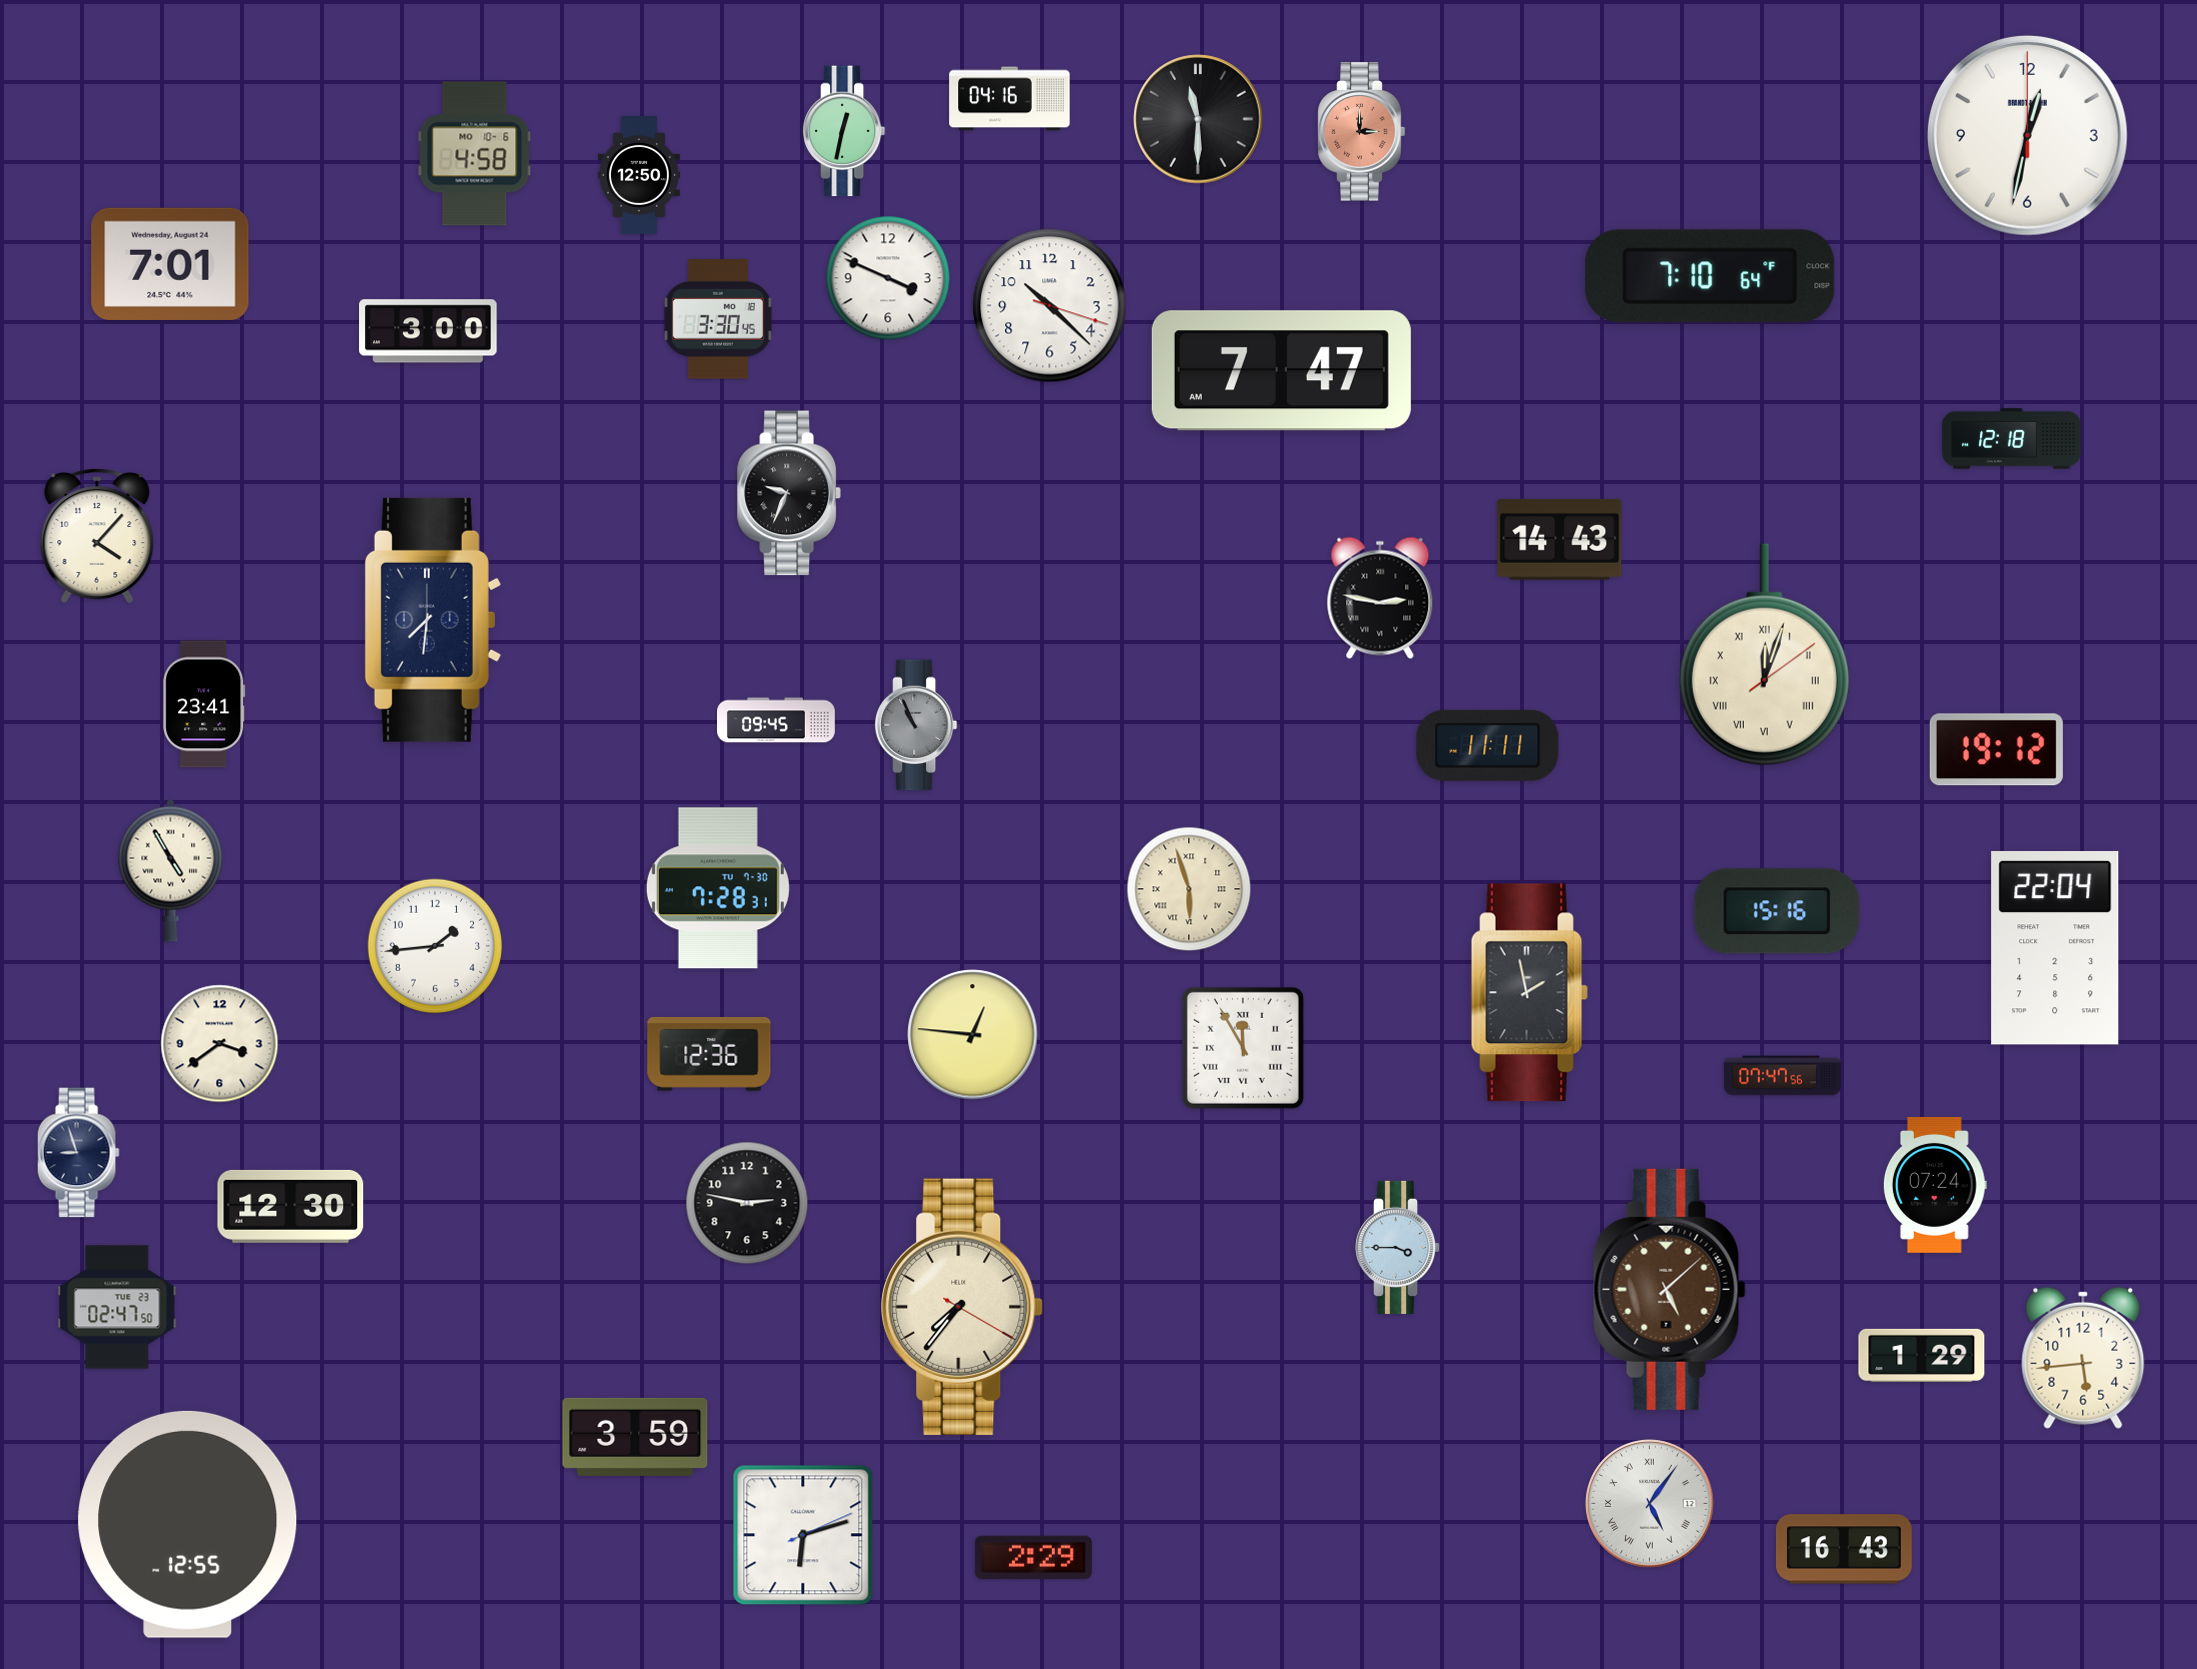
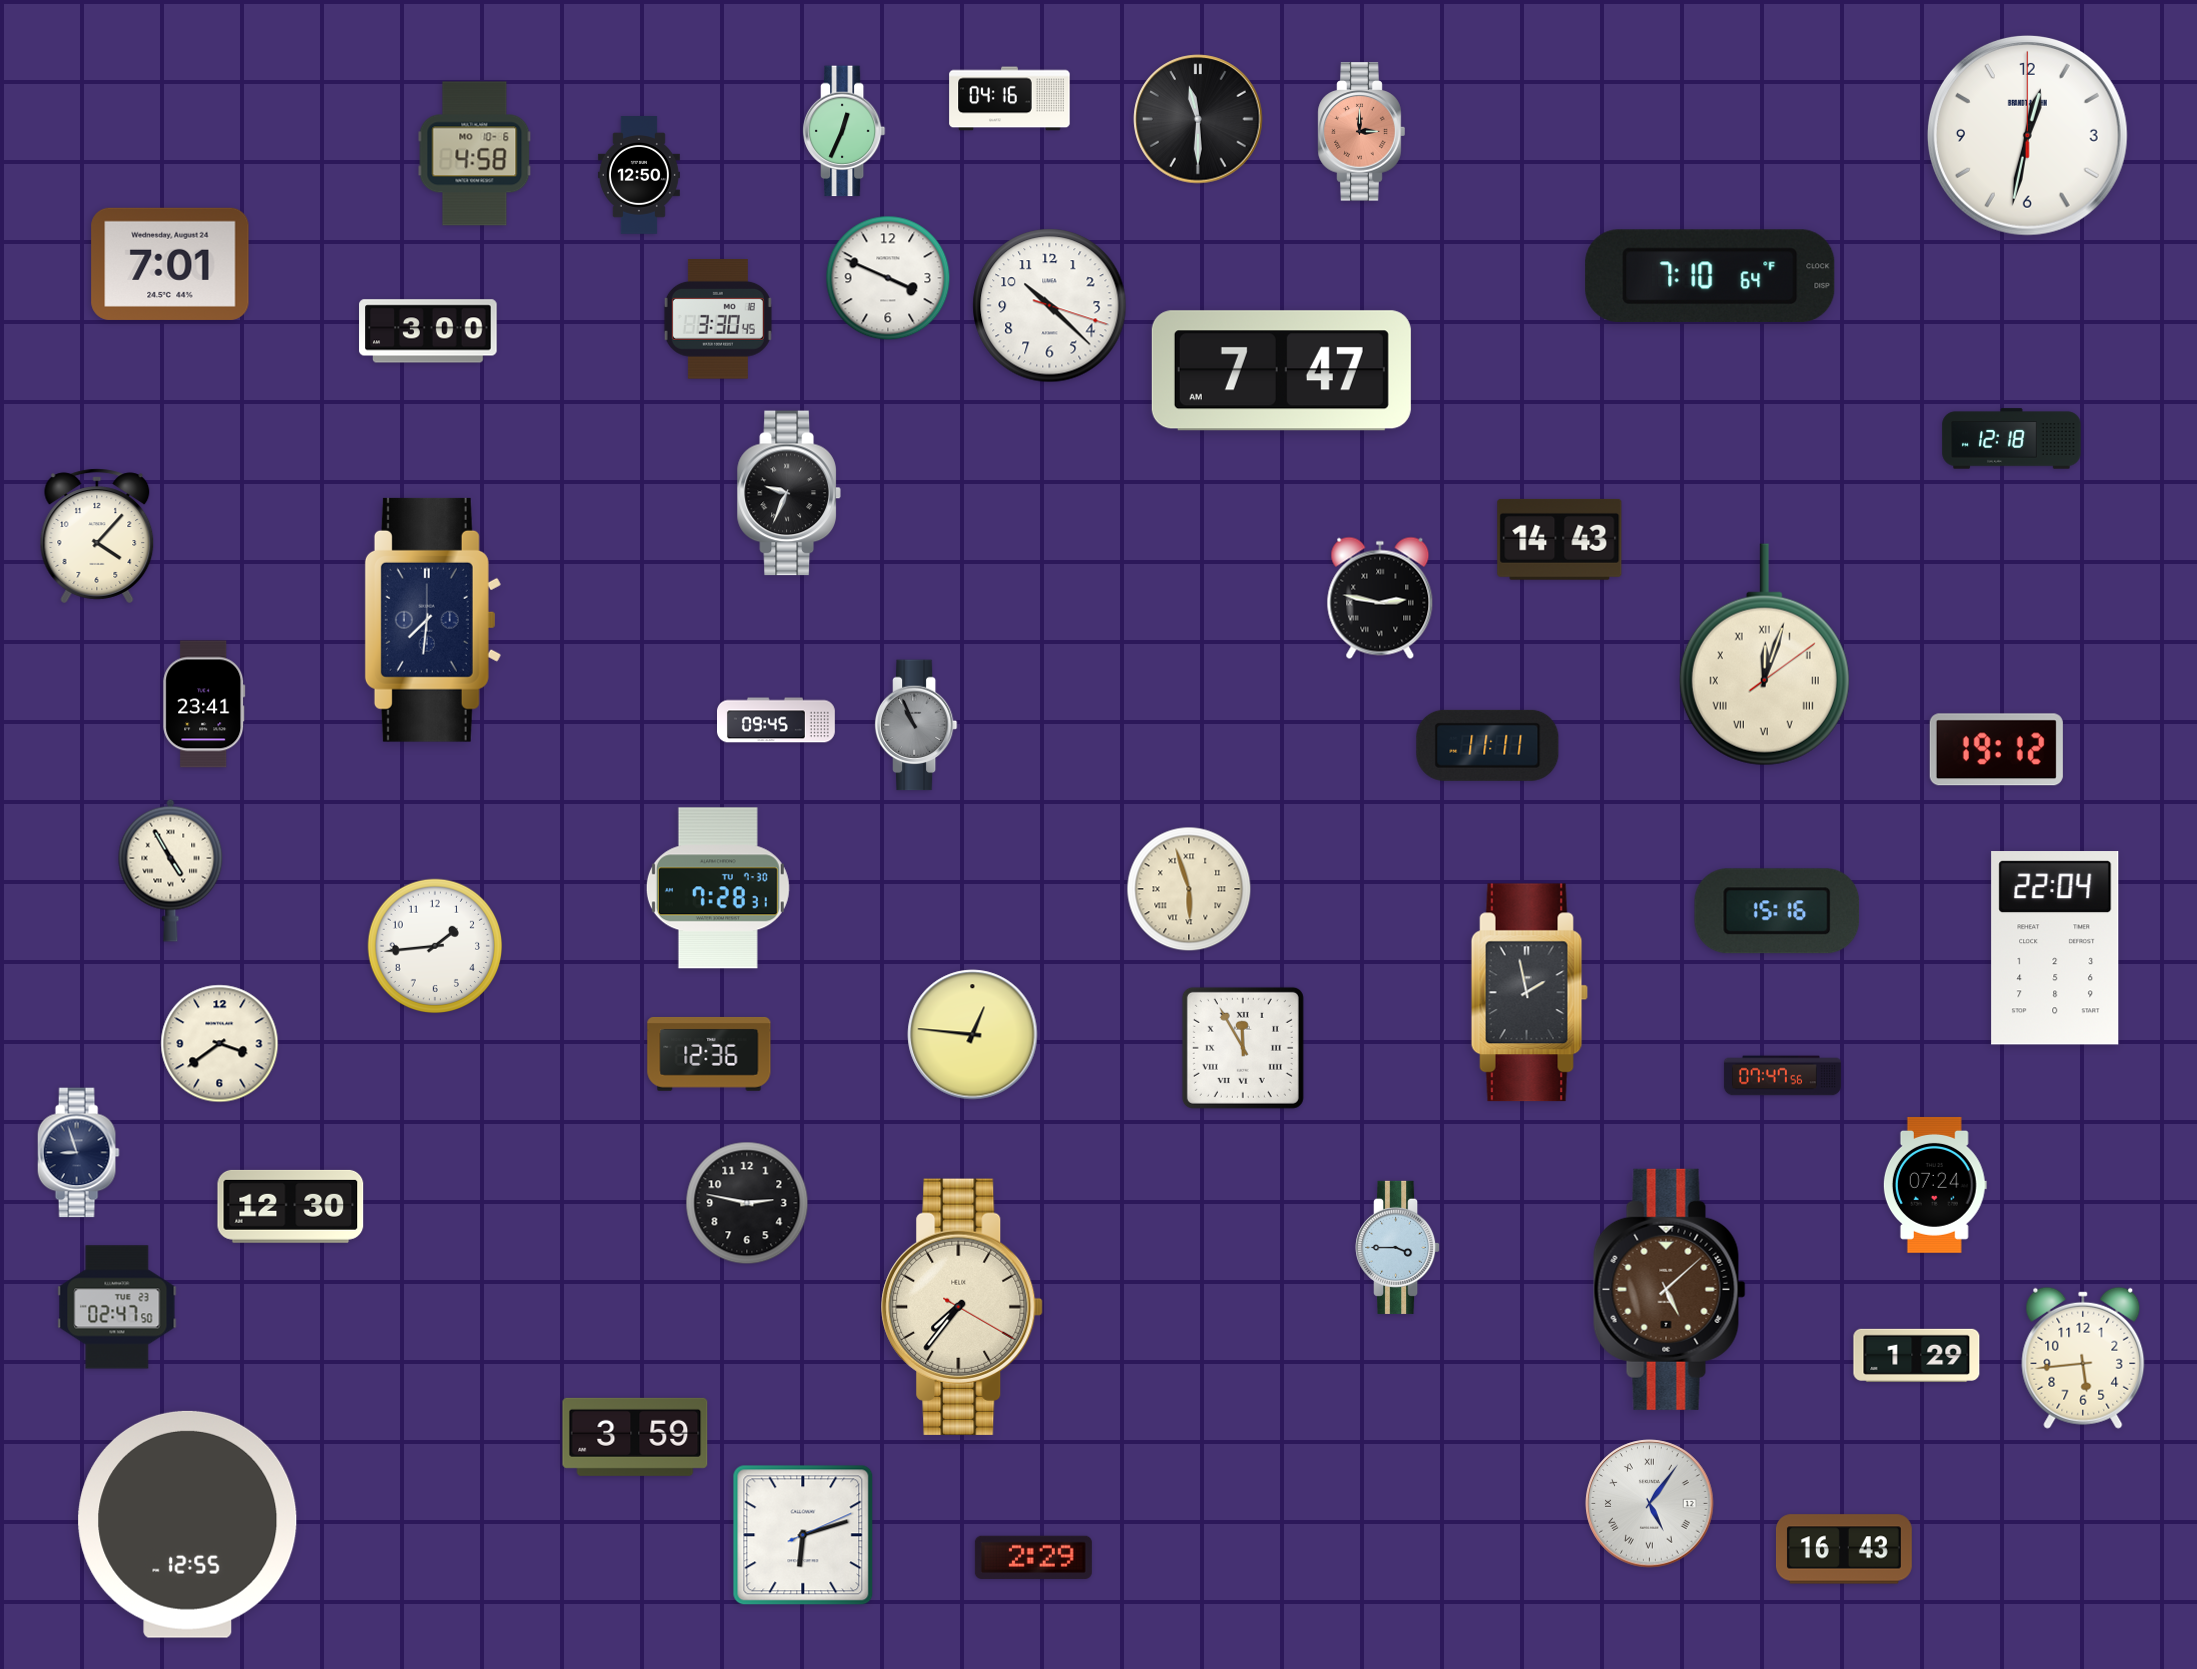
clock at (844, 131): 12:32 -> 12:34
clock at (1922, 1355) position: (1922, 1355) -> (1917, 1355)
